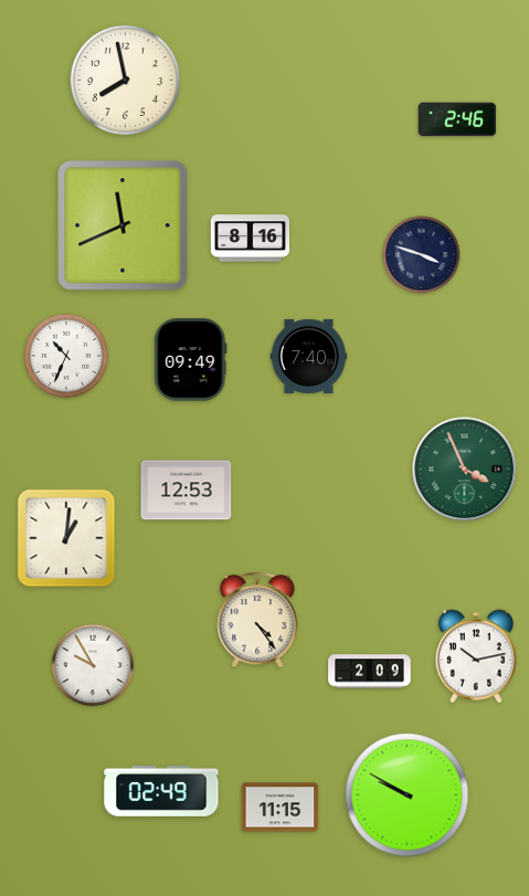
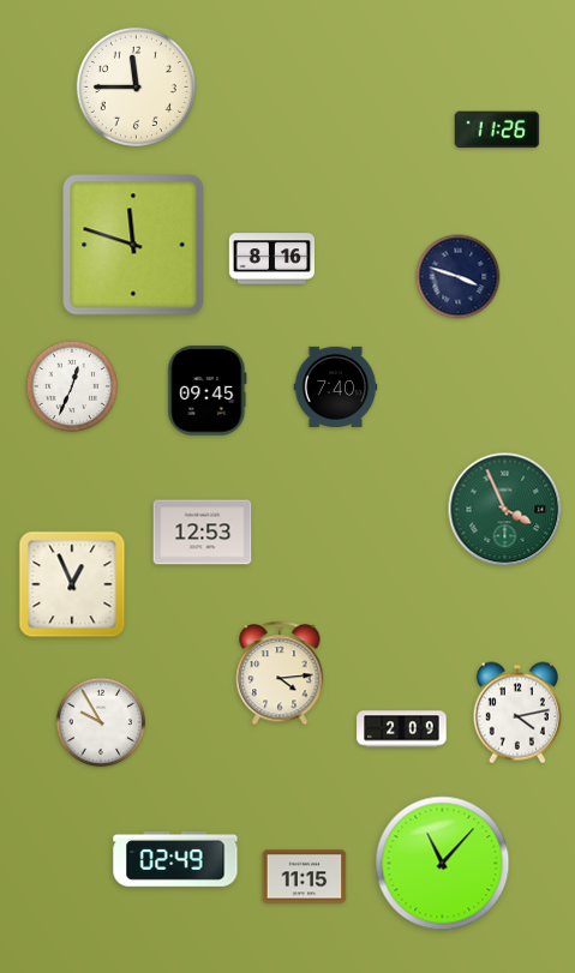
clock at (125, 80): 7:58 -> 11:45
clock at (457, 119): 2:46 -> 11:26
clock at (123, 225): 11:41 -> 11:48
clock at (66, 356): 10:34 -> 12:34
clock at (191, 360): 09:49 -> 09:45
clock at (66, 538): 1:01 -> 12:56
clock at (257, 620): 4:24 -> 4:14
clock at (476, 656): 10:13 -> 4:13
clock at (408, 795): 9:50 -> 11:07
